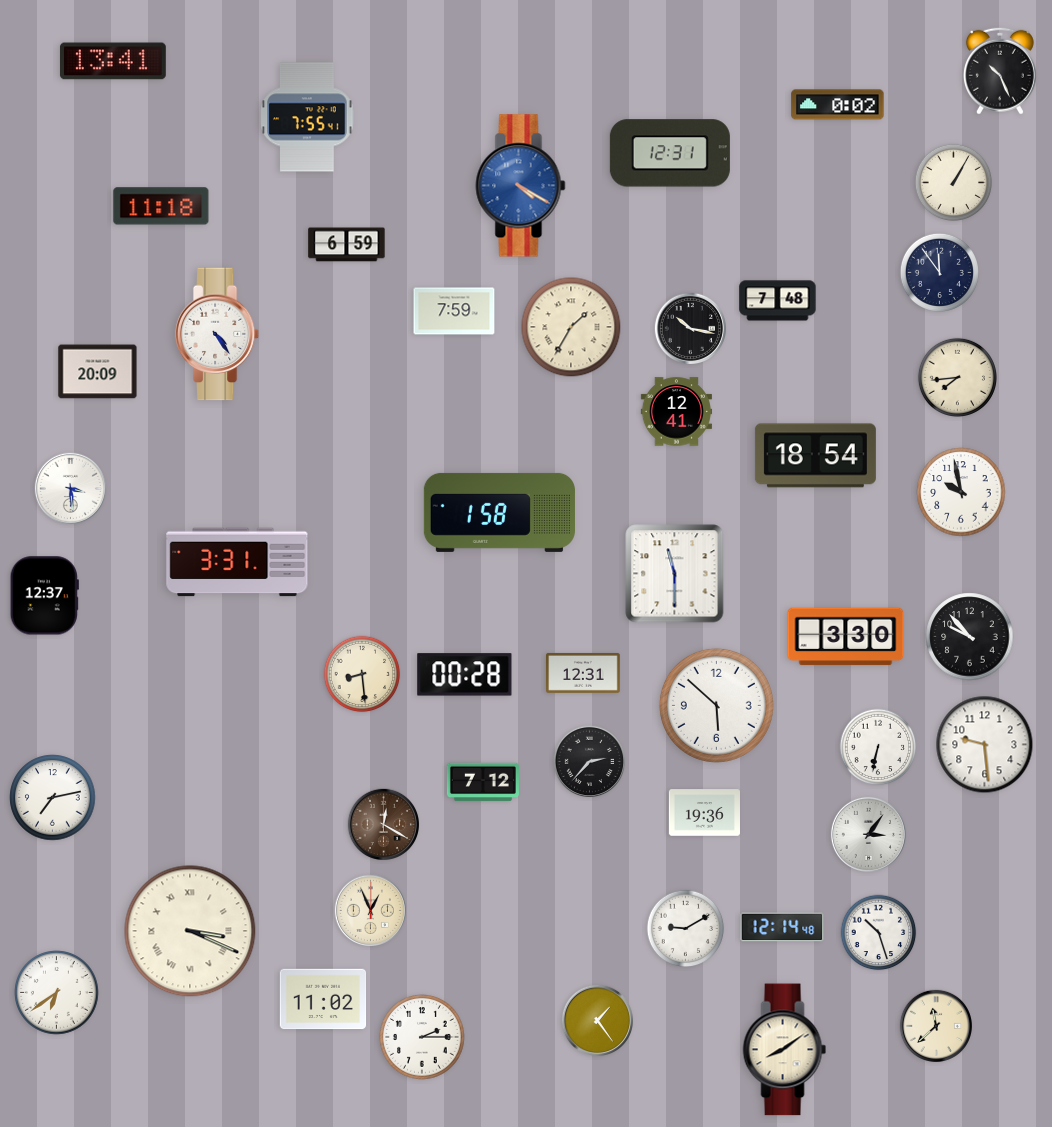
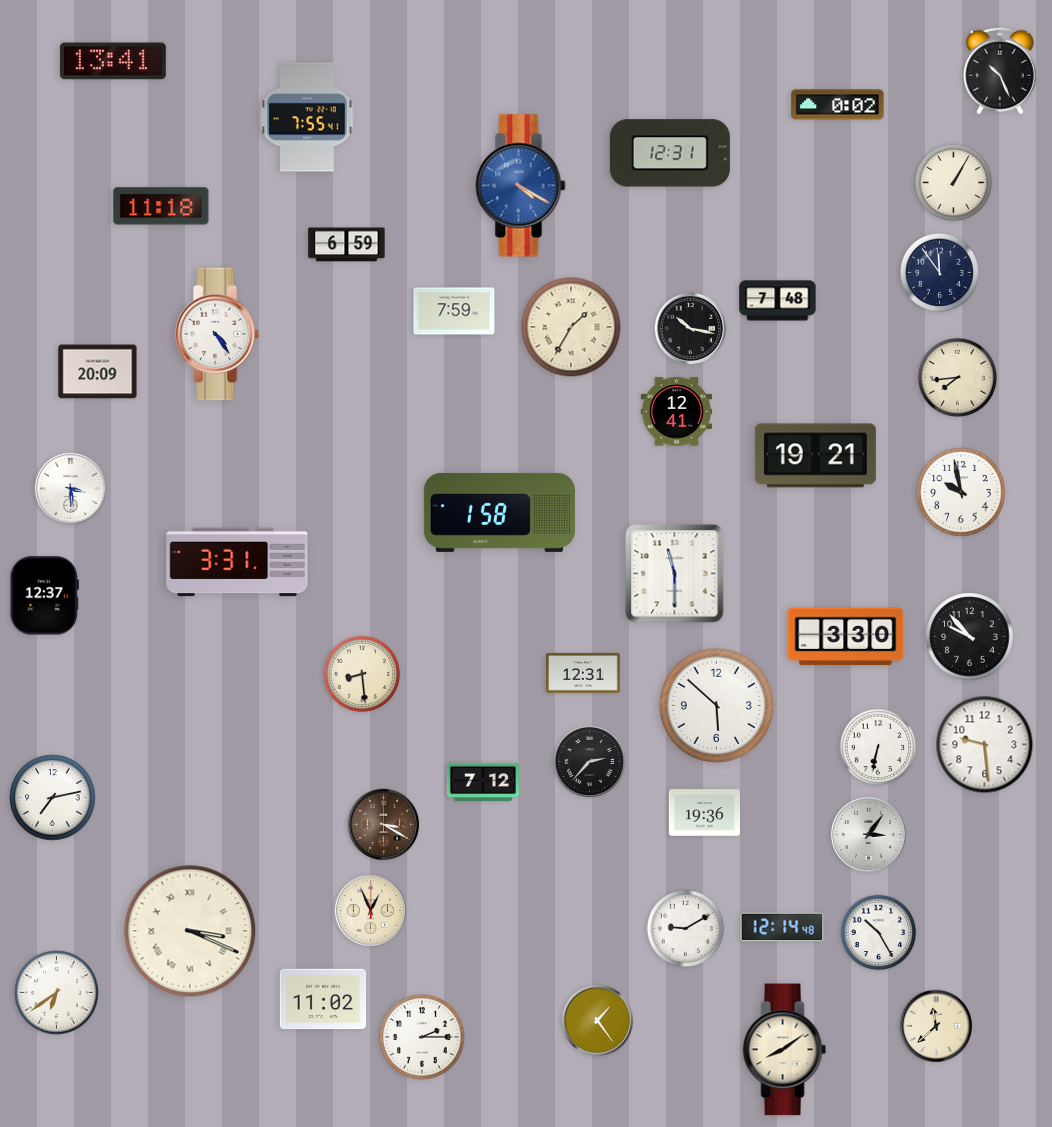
clock at (815, 456): 18:54 -> 19:21
clock at (465, 675): 00:28 -> none
clock at (383, 824): 12:20 -> 3:20
clock at (879, 933): 10:27 -> 10:25
